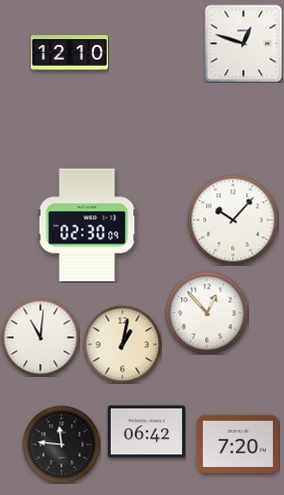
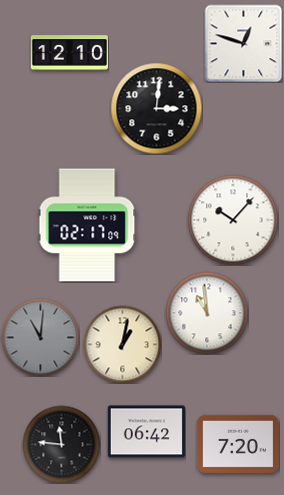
clock at (156, 108): none -> 3:01
clock at (87, 225): 02:30 -> 02:17
clock at (207, 313): 12:53 -> 10:59
clock at (40, 337) dial: white -> grey
